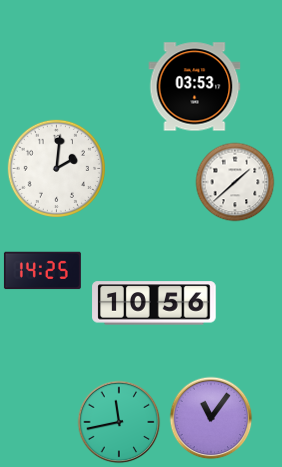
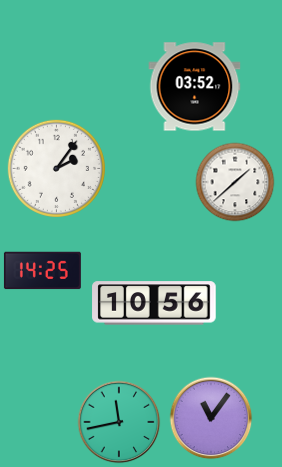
clock at (195, 87): 03:53 -> 03:52
clock at (56, 168): 2:01 -> 2:06
